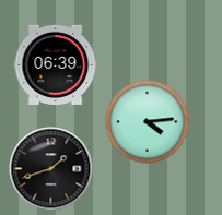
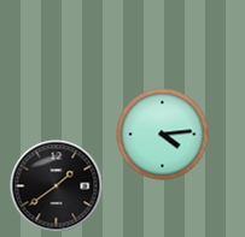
clock at (56, 64): 06:39 -> none
clock at (51, 169): 1:42 -> 1:39
